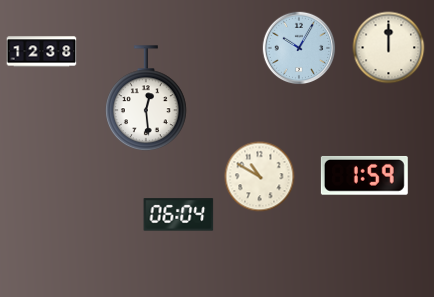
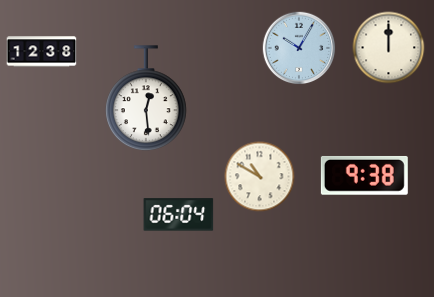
clock at (364, 175): 1:59 -> 9:38
